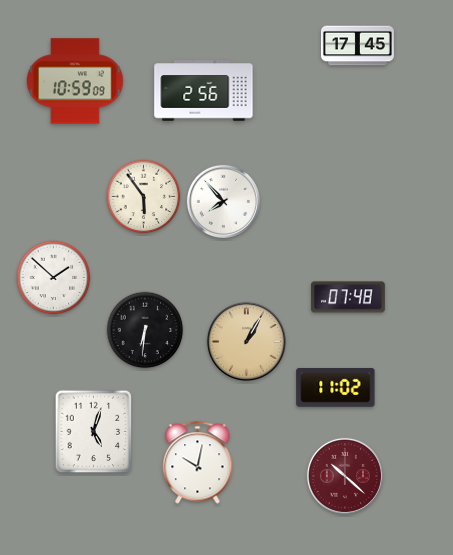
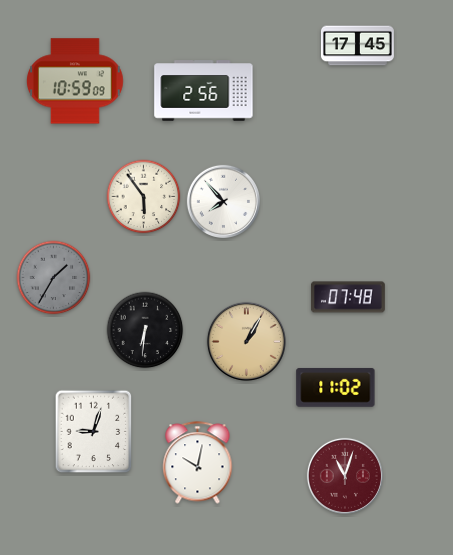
clock at (54, 278): 1:52 -> 1:35
clock at (54, 278) dial: white -> grey
clock at (94, 432): 5:03 -> 9:03
clock at (345, 476): 10:22 -> 11:03
